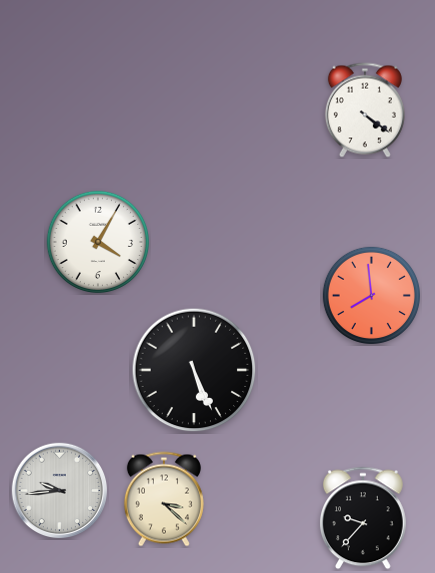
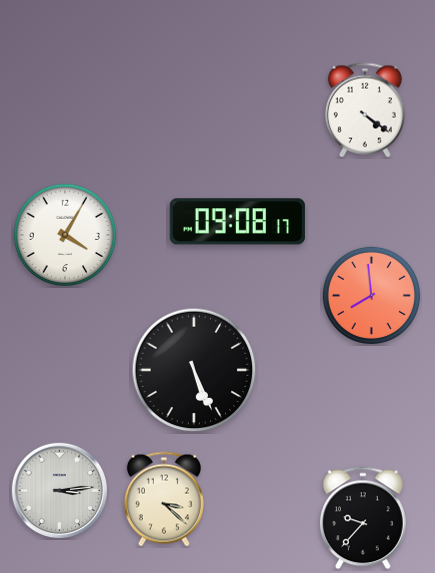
clock at (237, 222): none -> 09:08
clock at (97, 241) position: (97, 241) -> (64, 234)
clock at (60, 491): 9:44 -> 3:14
